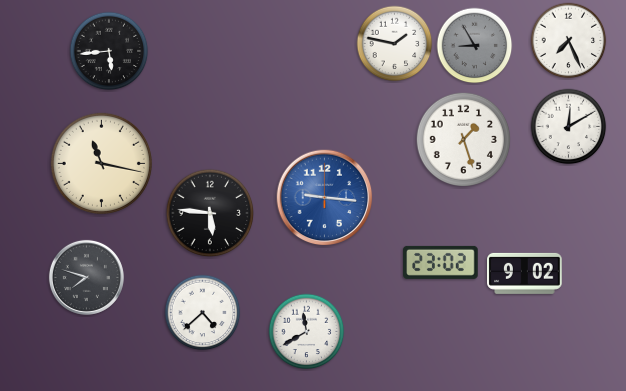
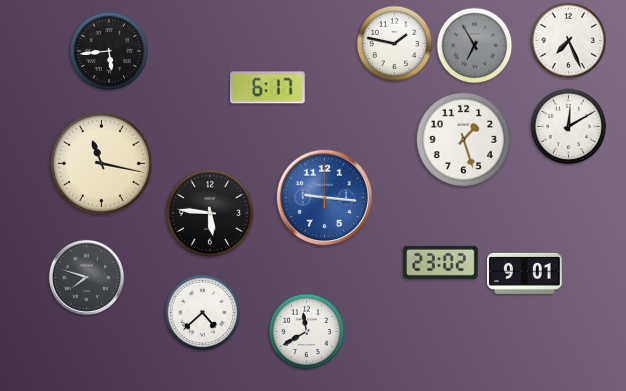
clock at (475, 46): 8:55 -> 6:55
clock at (268, 88): none -> 6:17
clock at (525, 273): 9:02 -> 9:01
